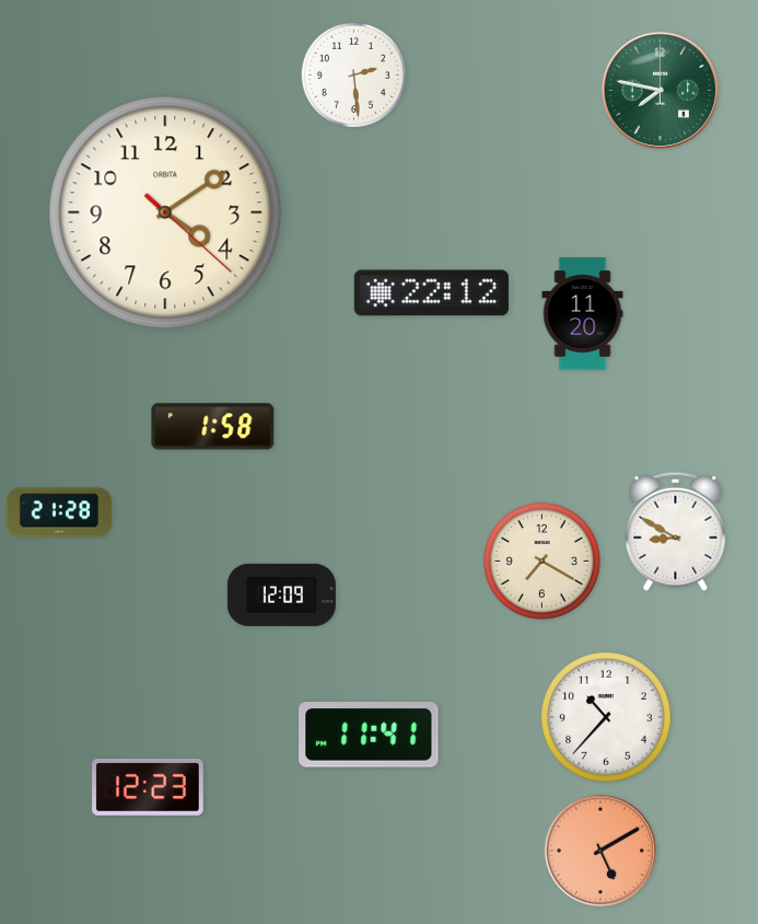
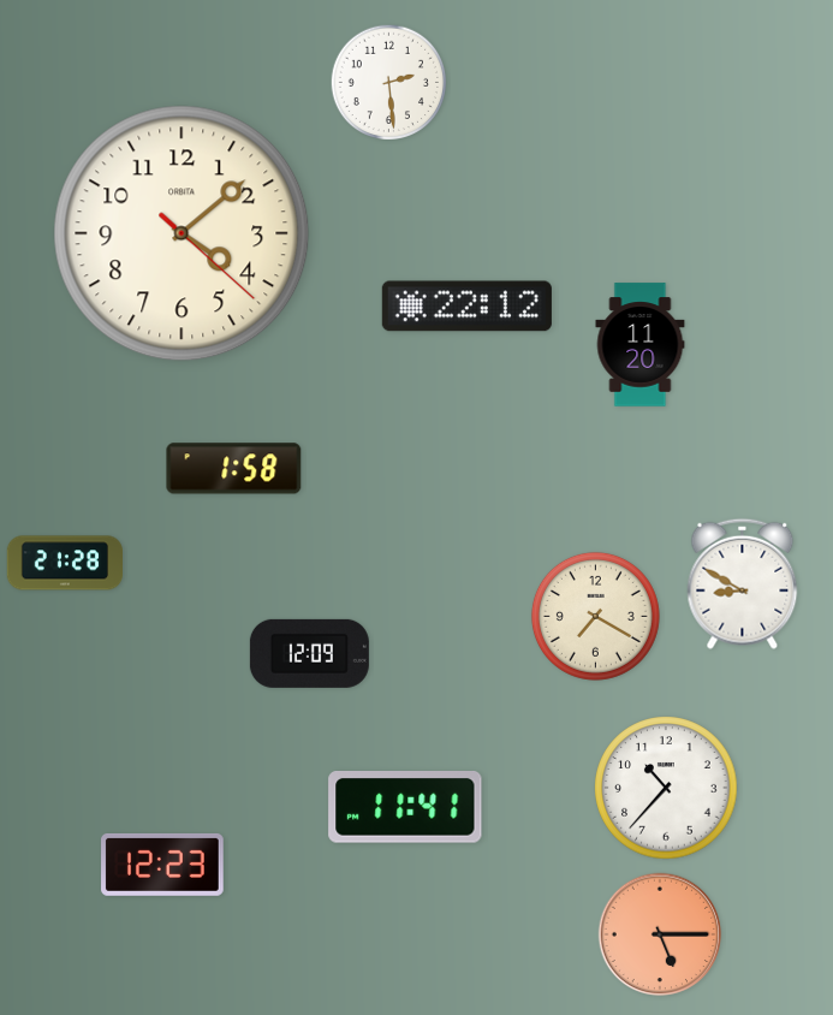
clock at (661, 91): 7:47 -> none
clock at (165, 212): 4:09 -> 4:08
clock at (431, 293) position: (431, 293) -> (466, 307)
clock at (600, 851): 5:10 -> 5:15
